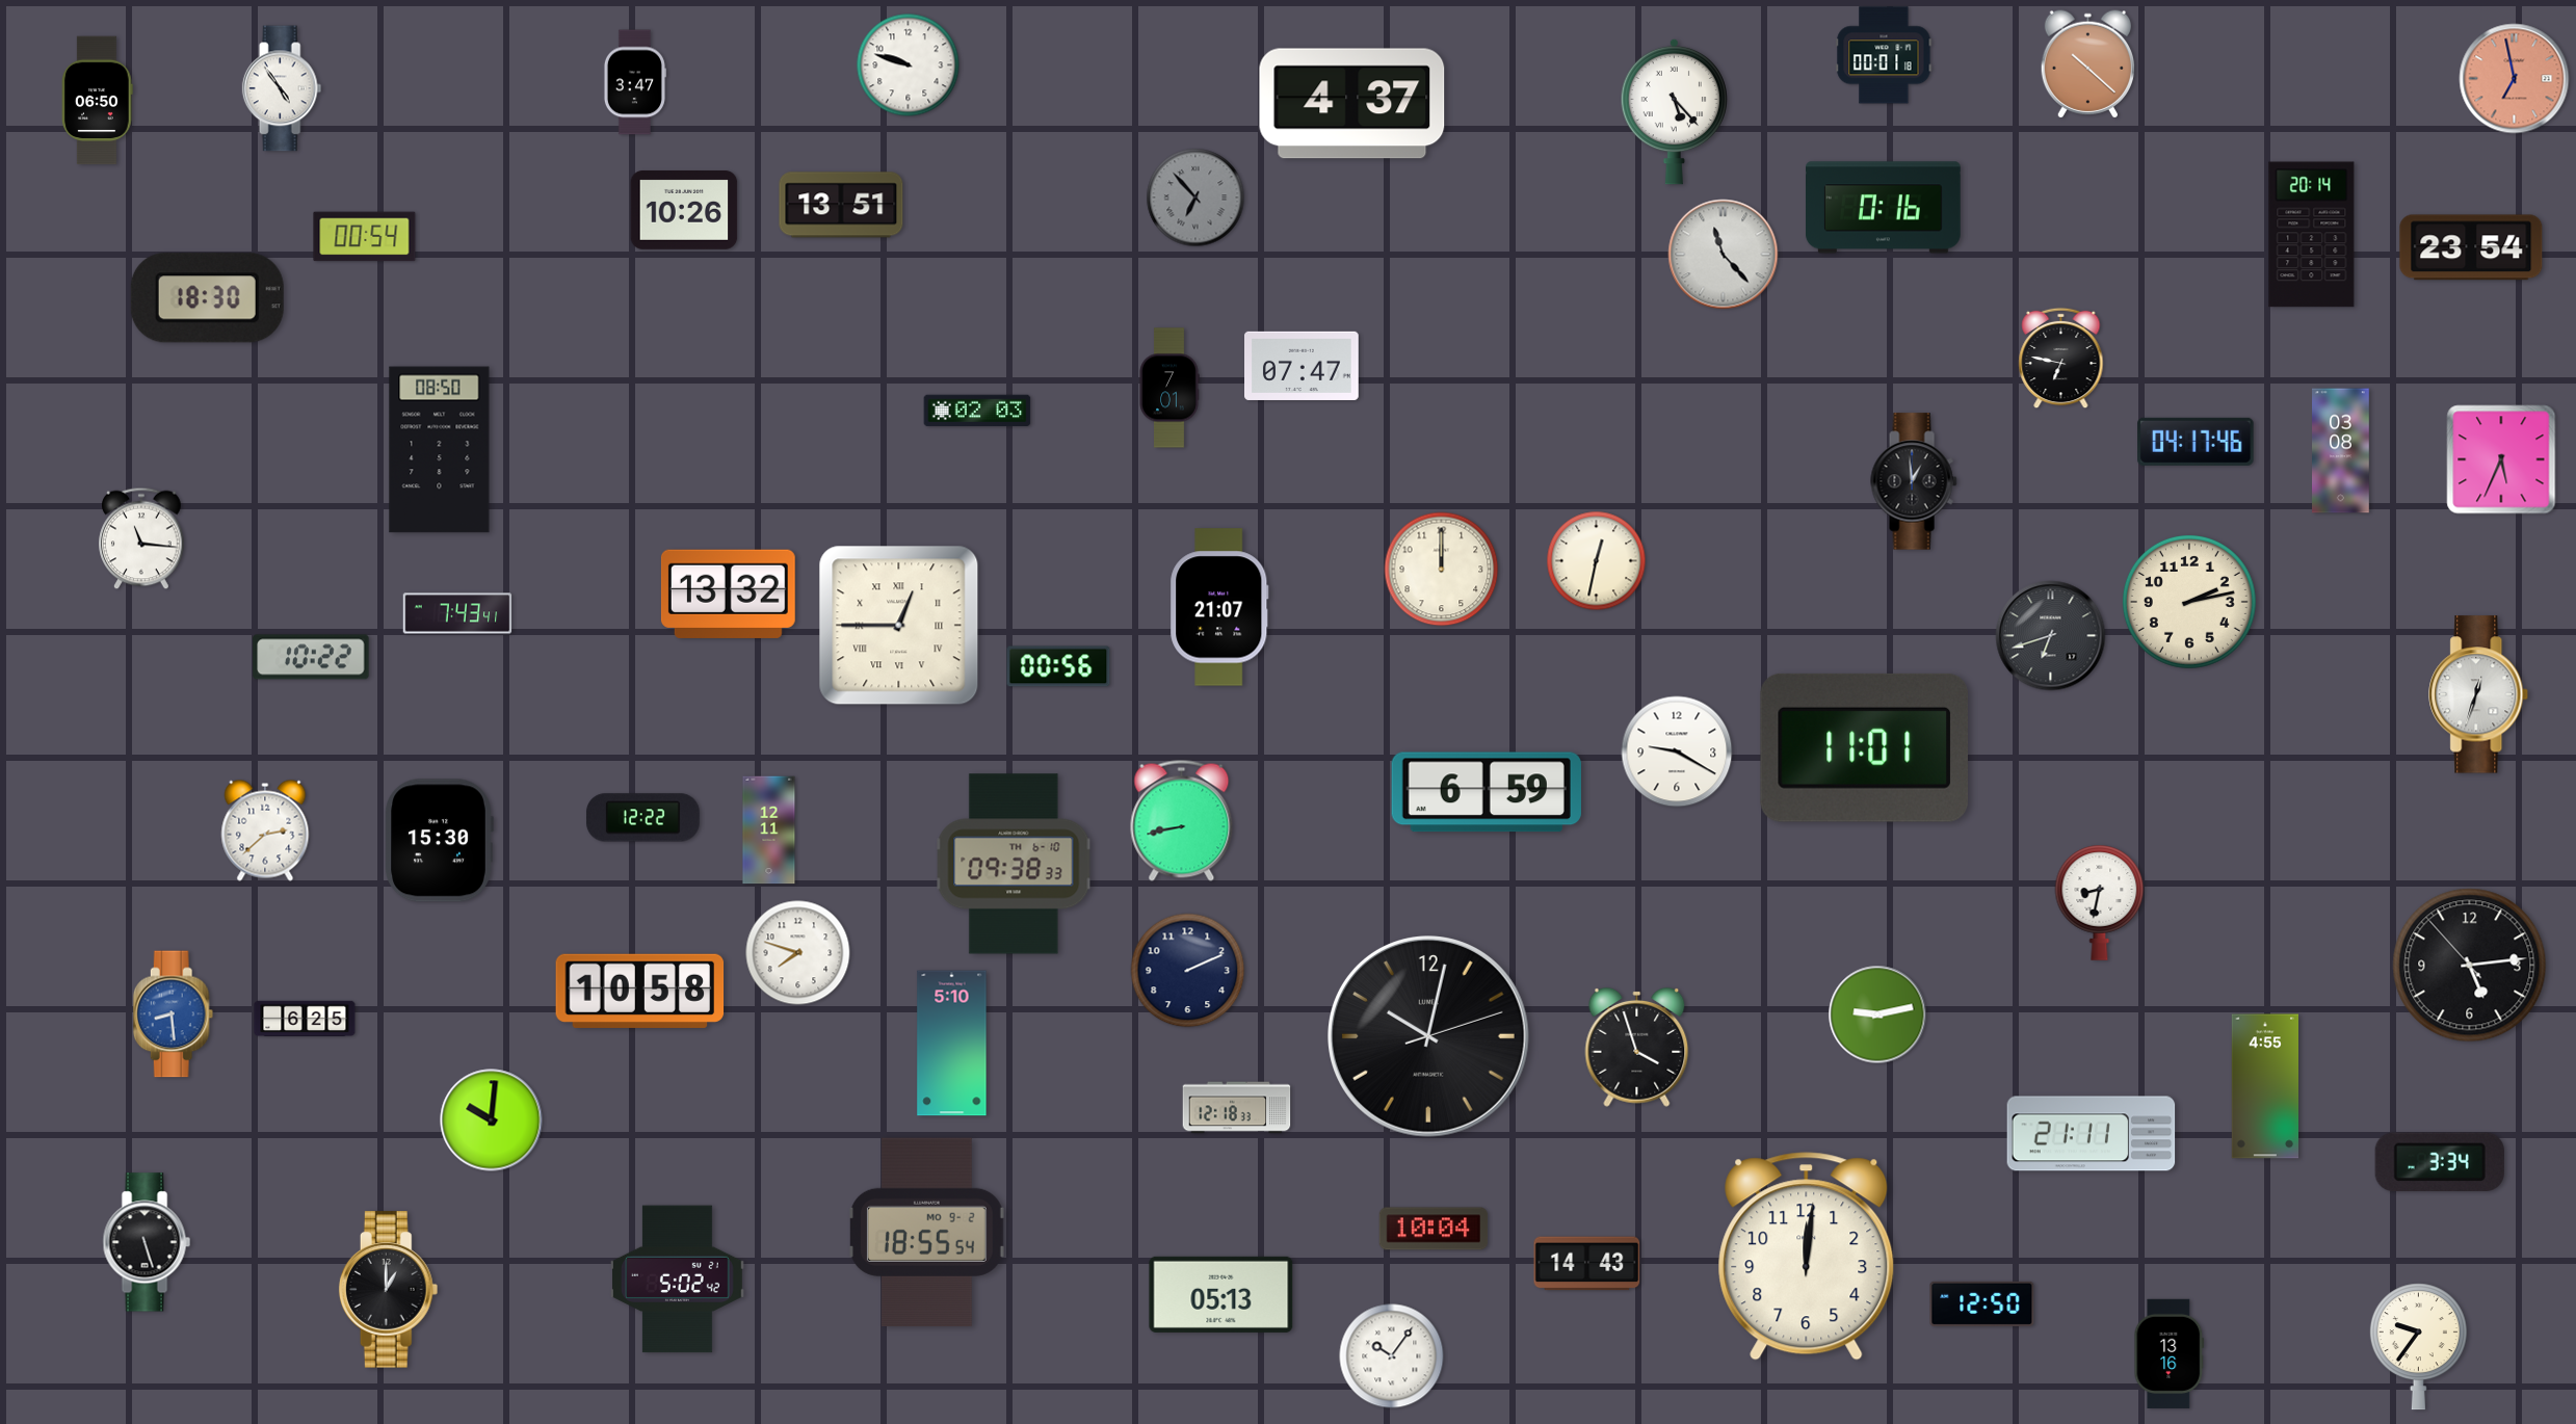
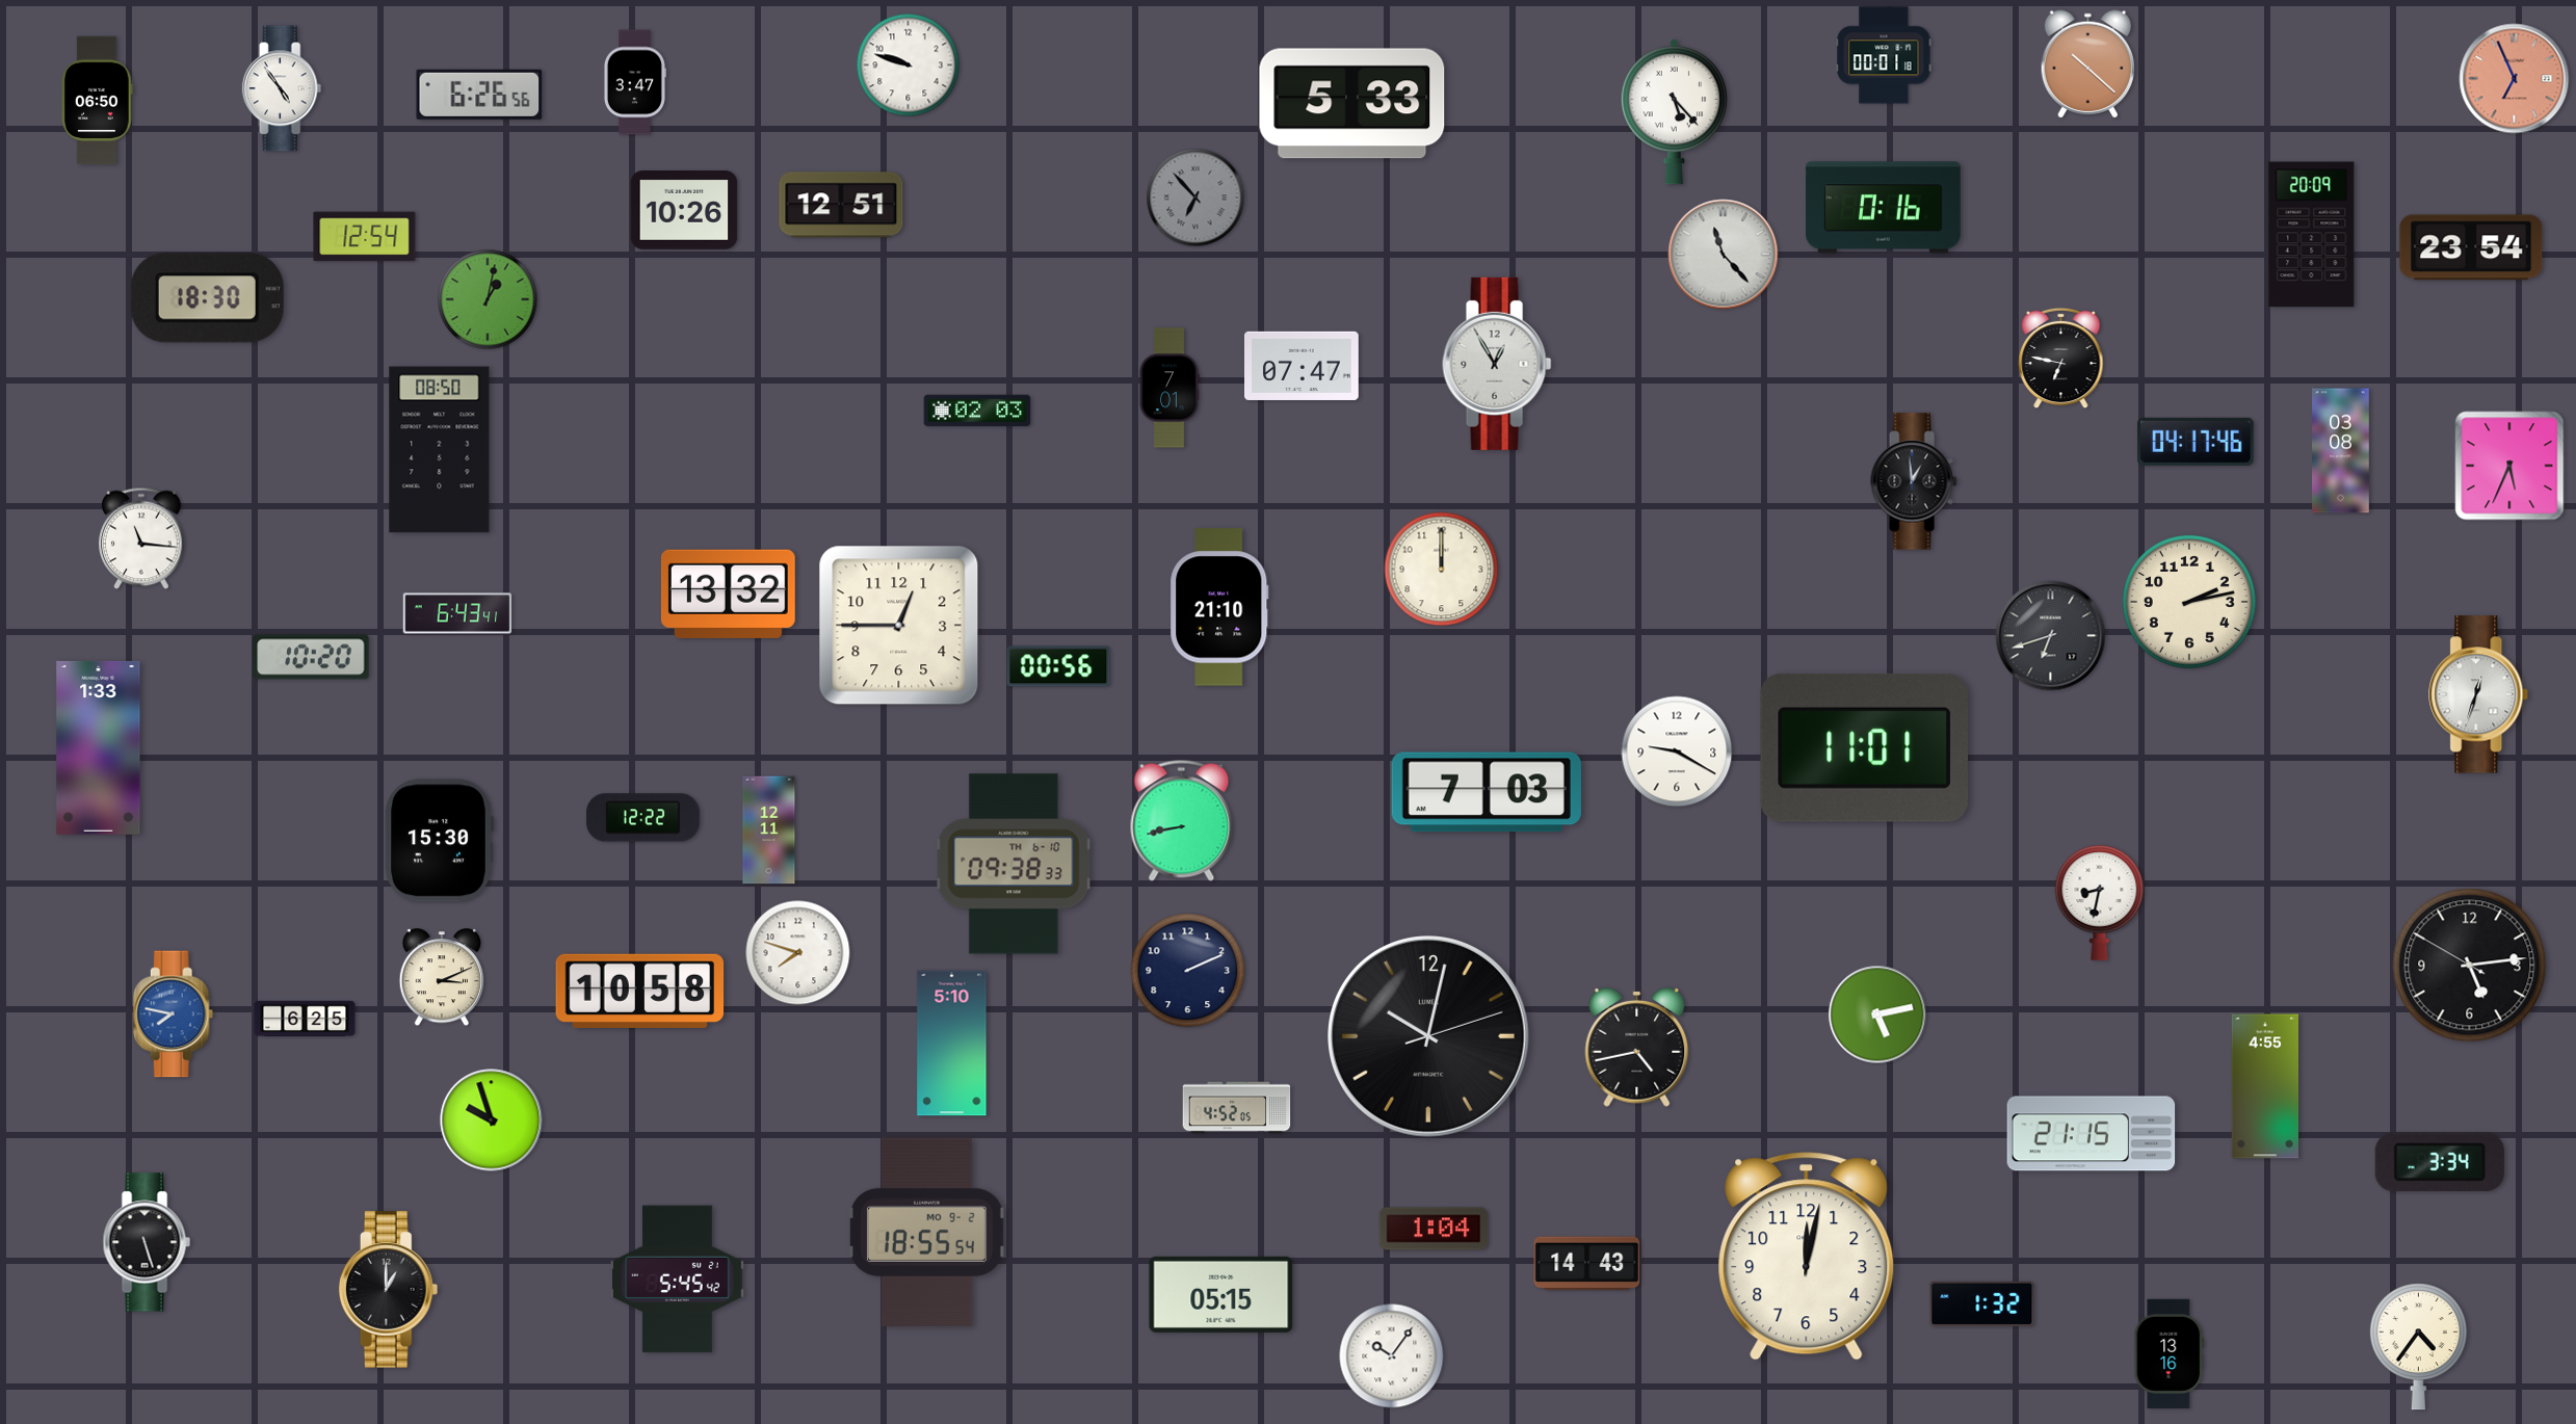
clock at (2515, 79): 6:58 -> 6:56
clock at (479, 95): none -> 6:26
clock at (1352, 104): 4:37 -> 5:33
clock at (841, 205): 13:51 -> 12:51
clock at (2312, 235): 20:14 -> 20:09
clock at (365, 237): 00:54 -> 12:54
clock at (488, 299): none -> 1:02
clock at (1497, 364): none -> 12:55
clock at (2501, 459) position: (2501, 459) -> (2509, 466)
clock at (1597, 561): 12:32 -> none
clock at (1219, 607): 21:07 -> 21:10
clock at (457, 613): 7:43 -> 6:43
clock at (899, 626) numerals: Roman -> Arabic
clock at (311, 657): 10:22 -> 10:20
clock at (99, 747): none -> 1:33
clock at (1487, 792): 6:59 -> 7:03
clock at (265, 830): 2:38 -> none
clock at (2470, 966): 5:13:53 -> 5:13:50
clock at (441, 978): none -> 3:11
clock at (174, 1014): 8:29 -> 7:47
clock at (1877, 1014): 9:13 -> 5:13
clock at (1637, 1047): 3:57 -> 4:43
clock at (1237, 1108): 12:18 -> 4:52
clock at (492, 1120): 10:01 -> 9:57
clock at (2092, 1134): 21:11 -> 21:15
clock at (1434, 1229): 10:04 -> 1:04
clock at (1807, 1257): 12:01 -> 12:02
clock at (678, 1280): 5:02 -> 5:45
clock at (1221, 1294): 05:13 -> 05:15
clock at (1982, 1303): 12:50 -> 1:32
clock at (2418, 1347): 9:36 -> 4:36
